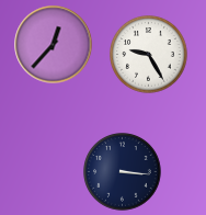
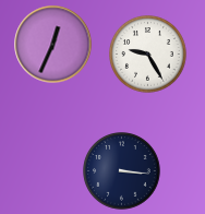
clock at (54, 45): 12:37 -> 12:34
